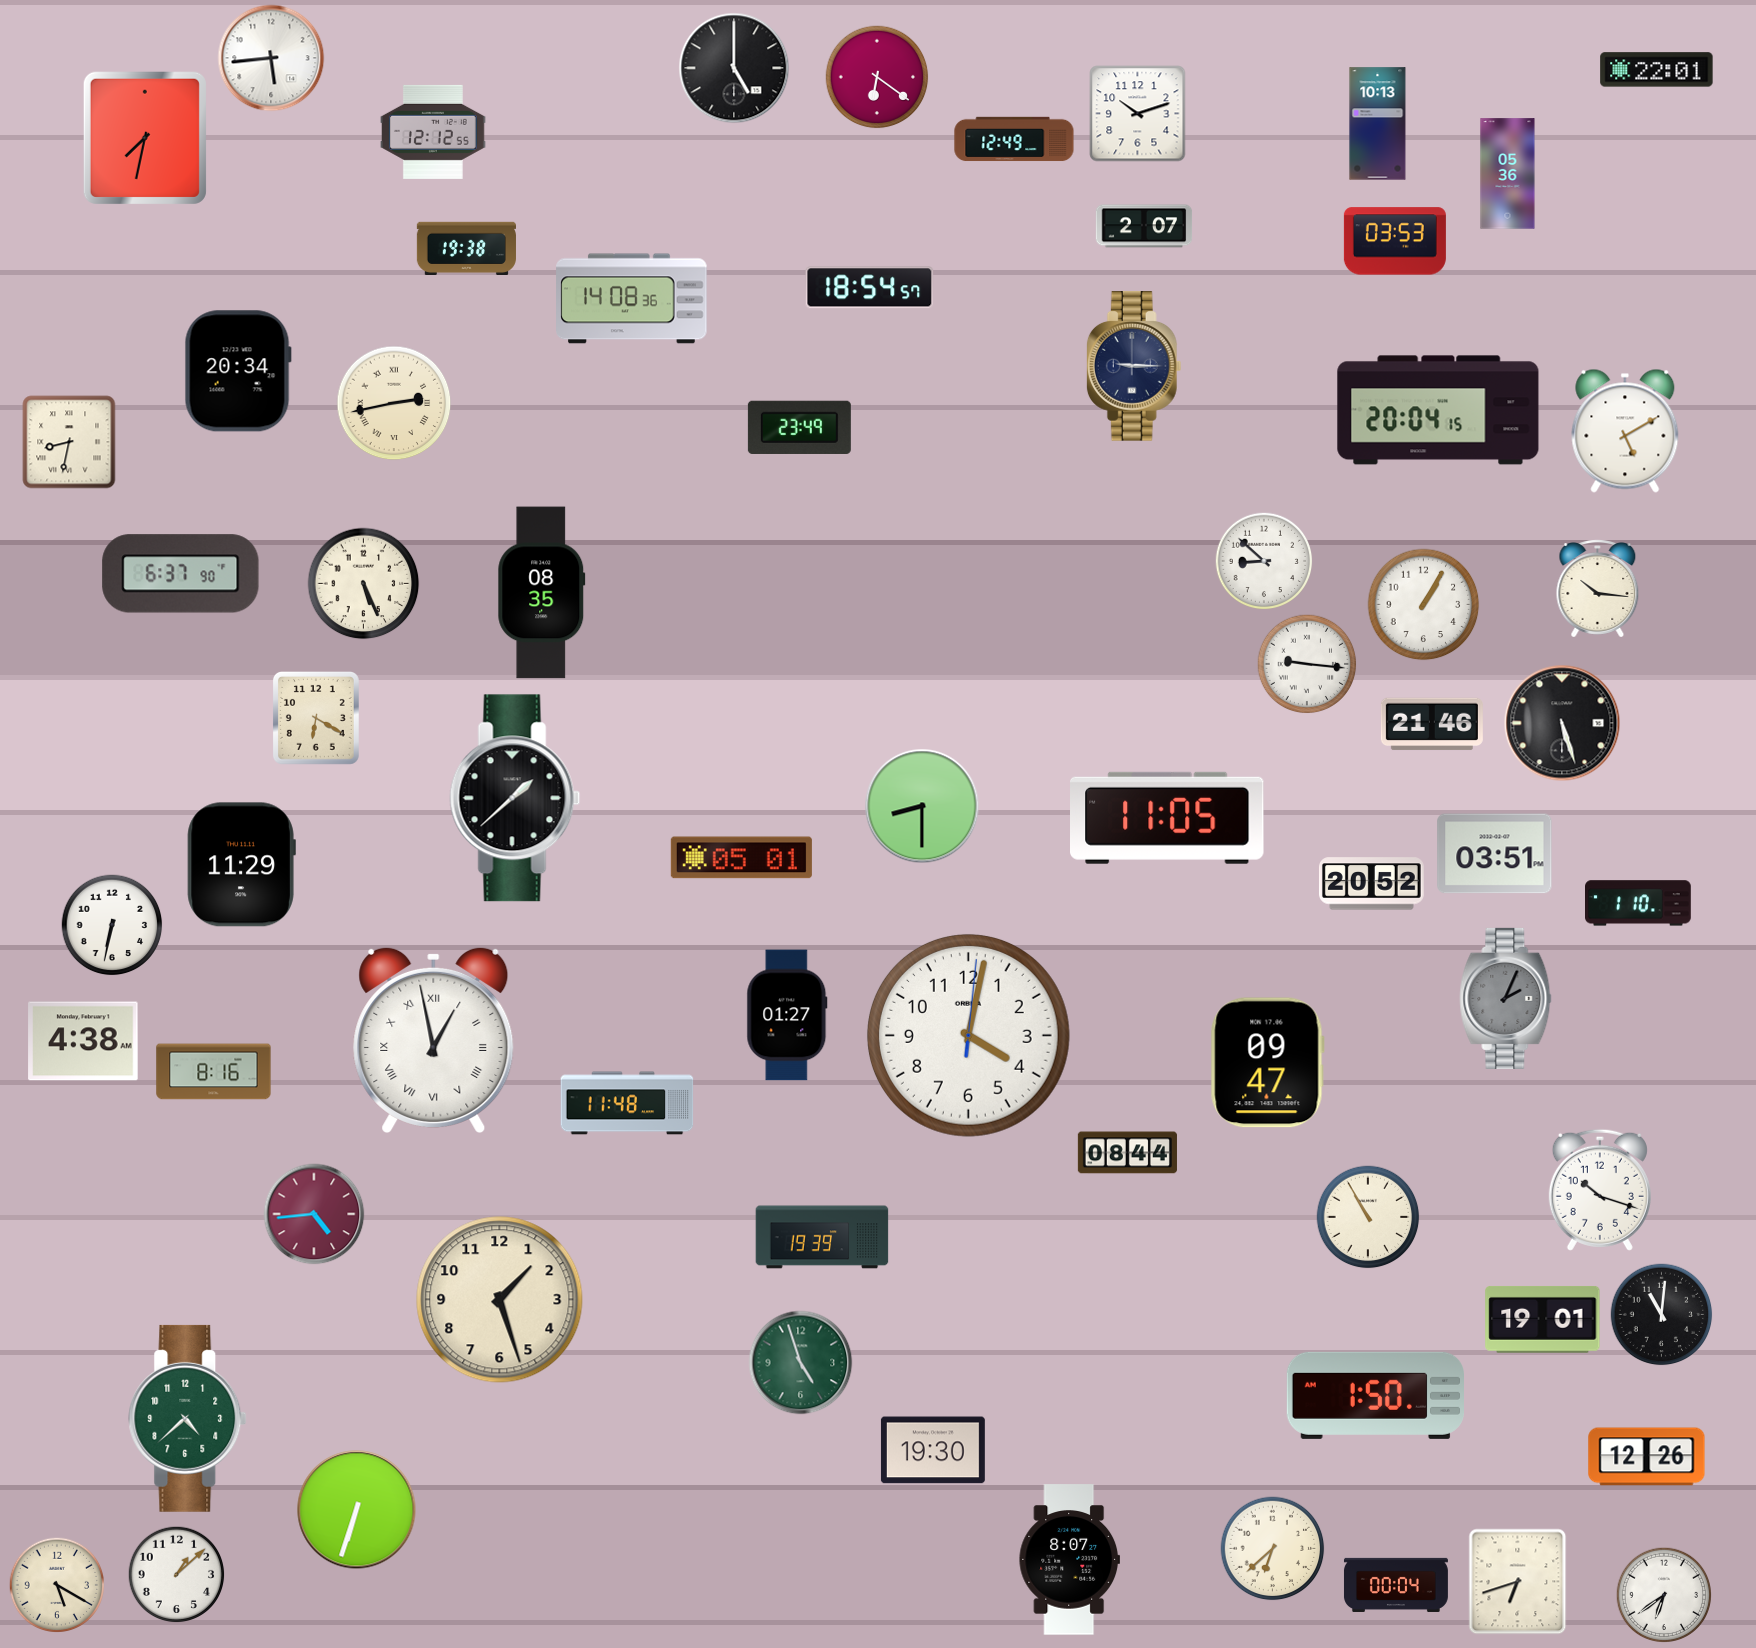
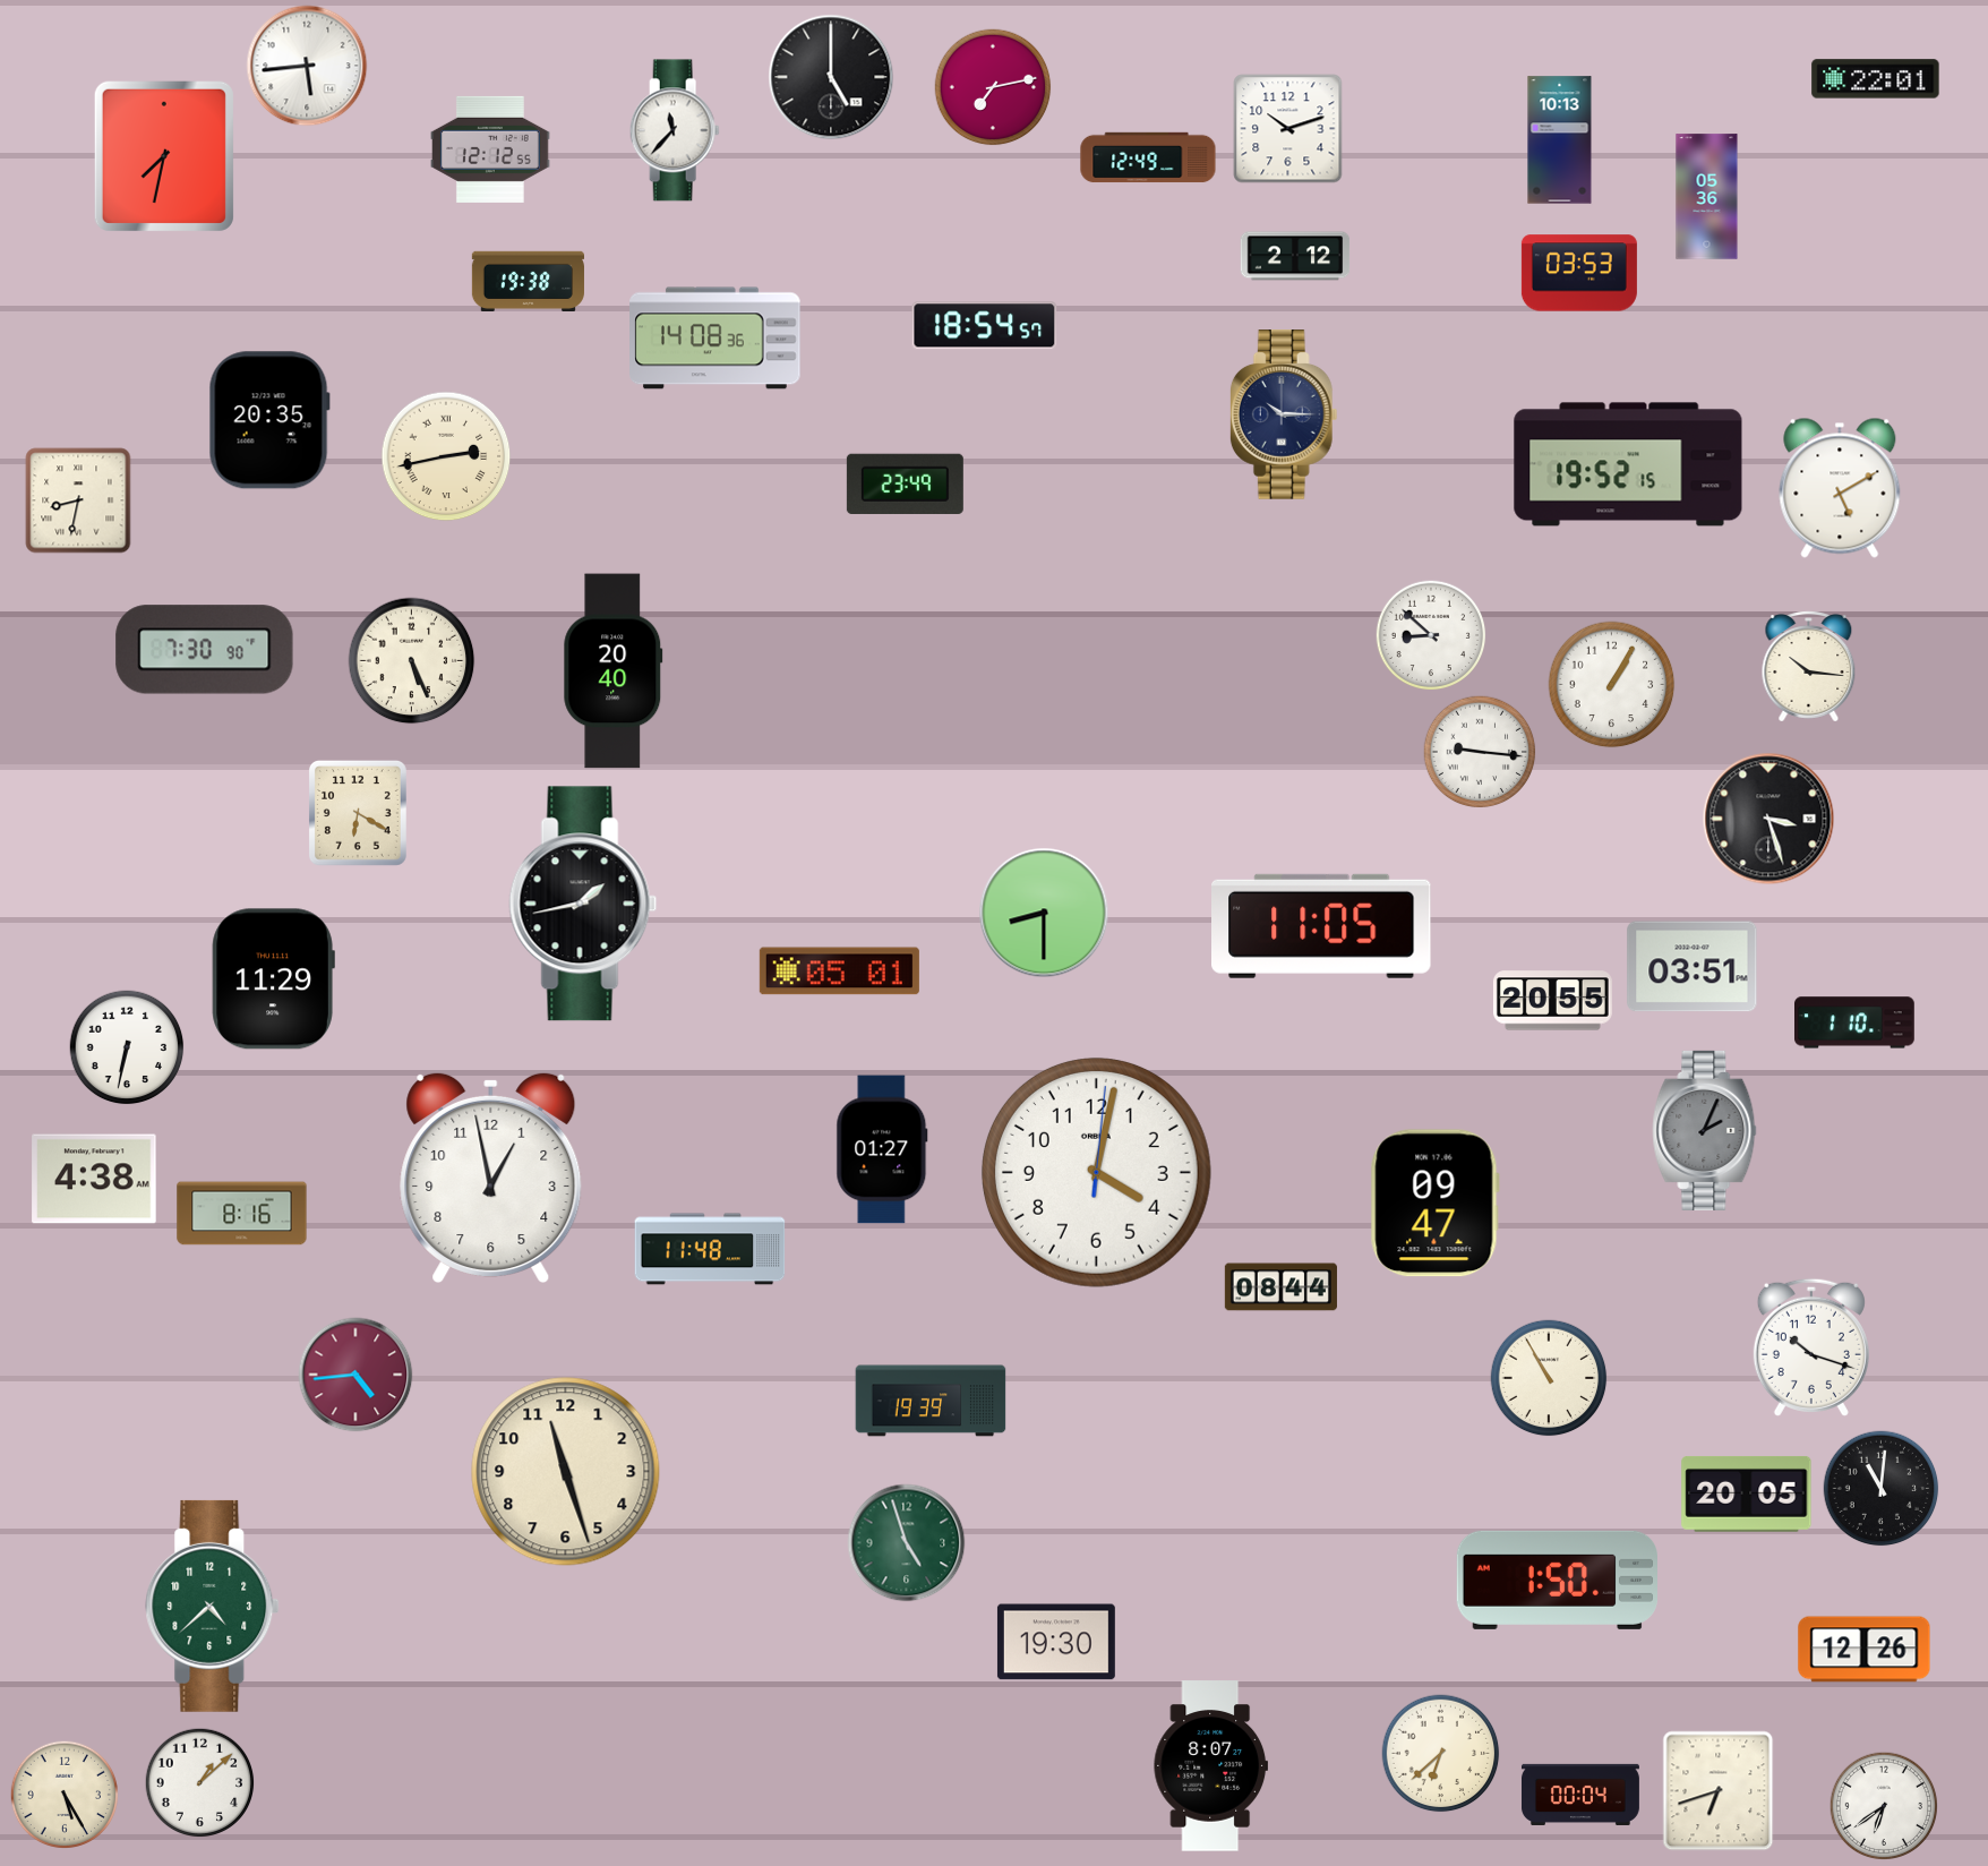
clock at (877, 77): 6:21 -> 7:13
clock at (675, 130): none -> 11:37
clock at (1144, 226): 2:07 -> 2:12
clock at (1134, 366): 9:15 -> 10:15
clock at (238, 371): 20:34 -> 20:35
clock at (1438, 410): 20:04 -> 19:52
clock at (181, 574): 6:37 -> 7:30
clock at (542, 593): 08:35 -> 20:40
clock at (1562, 723): 5:27 -> 3:27
clock at (1432, 724): 21:46 -> none
clock at (515, 798): 1:38 -> 1:43
clock at (1371, 884): 20:52 -> 20:55
clock at (787, 1015) position: (787, 1015) -> (882, 1149)
clock at (434, 1039) numerals: Roman -> Arabic
clock at (1127, 1153) position: (1127, 1153) -> (1280, 1287)
clock at (500, 1300): 1:27 -> 11:27
clock at (1543, 1319): 19:01 -> 20:05
clock at (357, 1510): 6:33 -> none
clock at (56, 1584): 5:20 -> 5:25
